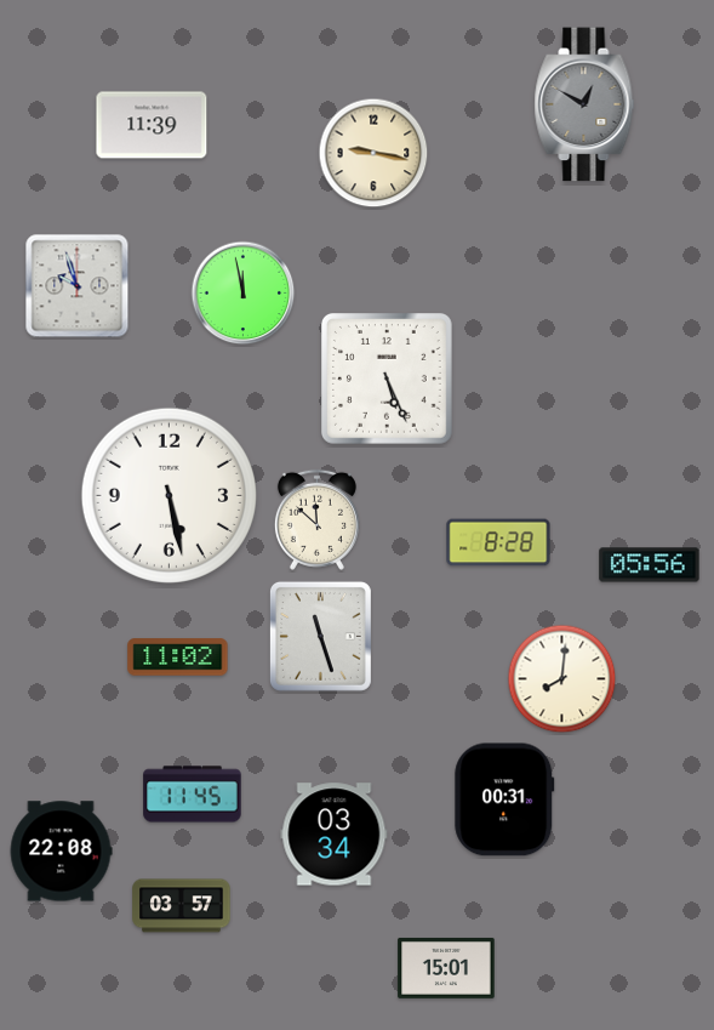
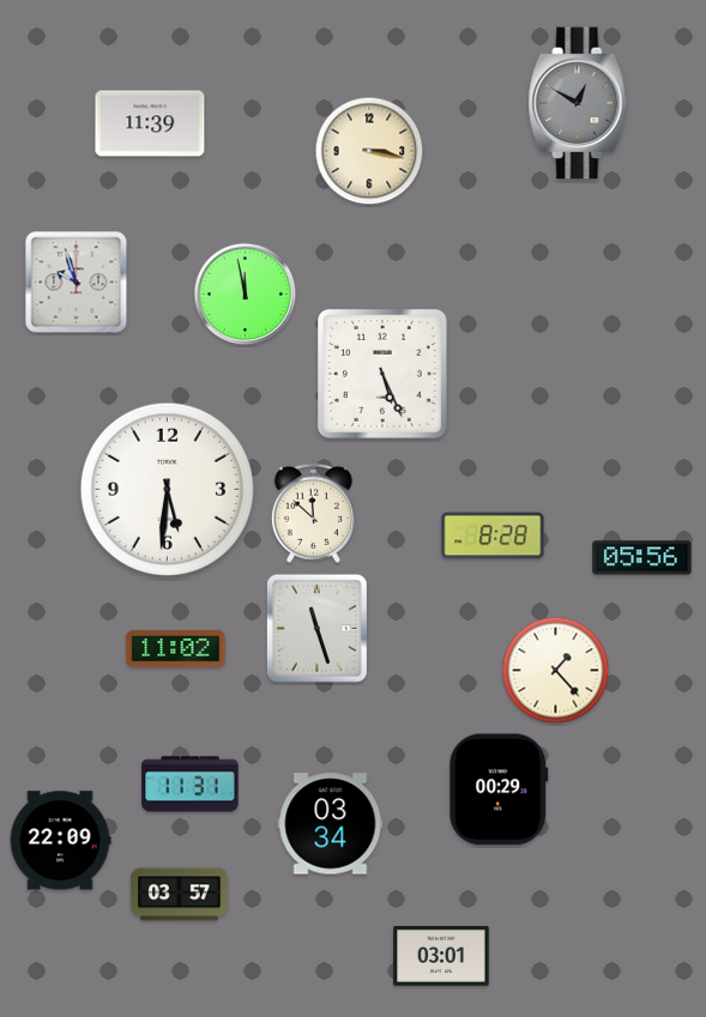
clock at (373, 153): 9:17 -> 3:17
clock at (244, 294) position: (244, 294) -> (246, 295)
clock at (168, 495): 5:28 -> 5:31
clock at (562, 679): 8:01 -> 1:23
clock at (193, 795): 11:45 -> 11:31
clock at (504, 799): 00:31 -> 00:29
clock at (61, 852): 22:08 -> 22:09
clock at (446, 968): 15:01 -> 03:01
